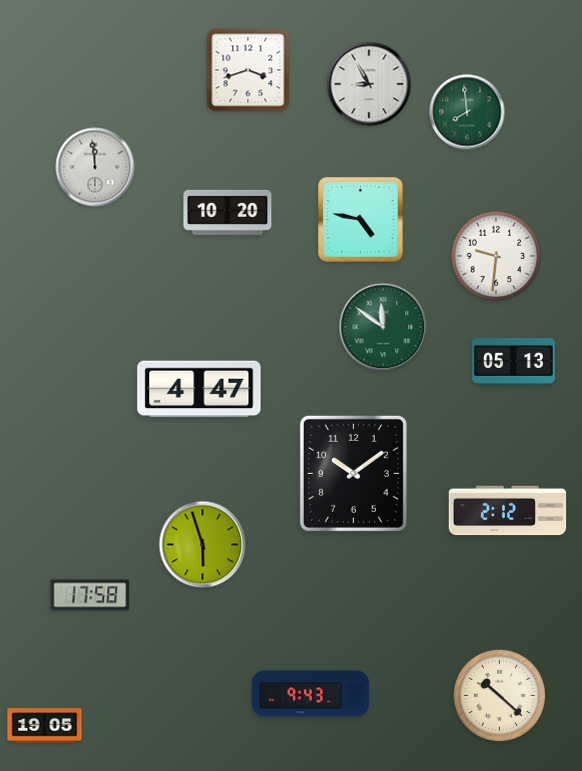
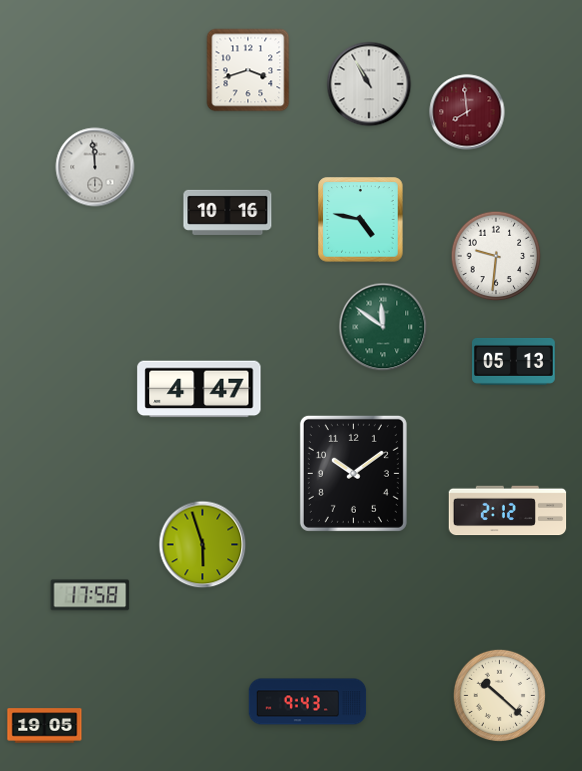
clock at (369, 84): 8:55 -> 10:55
clock at (467, 112) dial: green -> burgundy
clock at (228, 212): 10:20 -> 10:16
clock at (311, 694) position: (311, 694) -> (308, 702)
